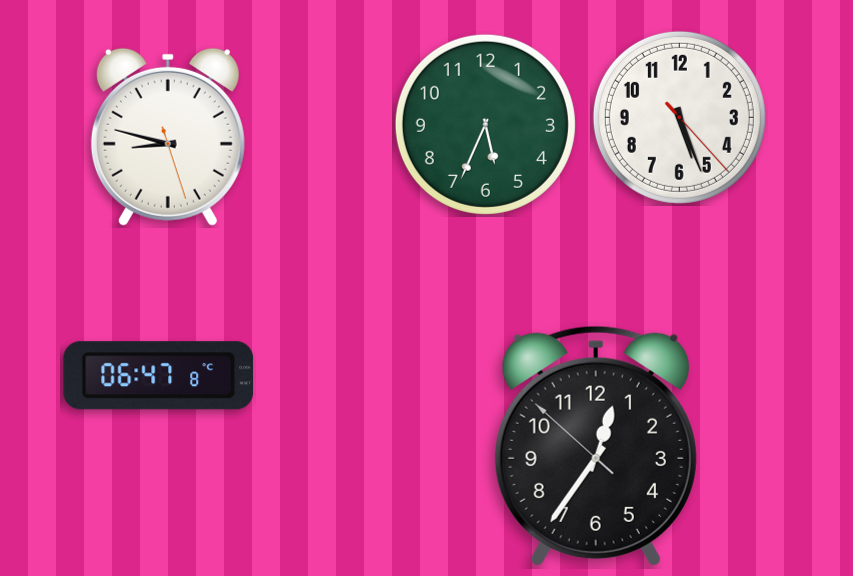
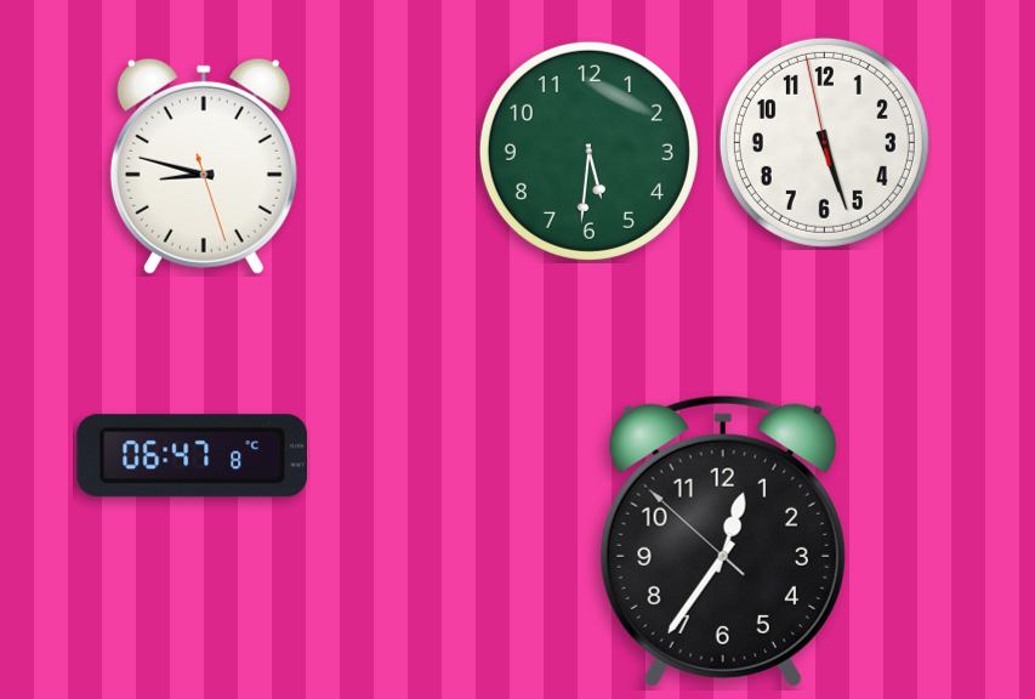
clock at (679, 117): 5:26:23 -> 5:26:58
clock at (485, 124): 5:34 -> 5:31
